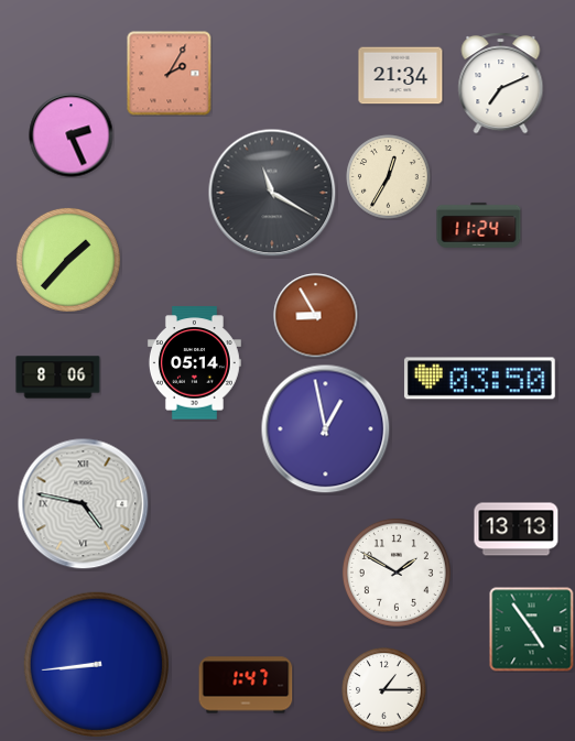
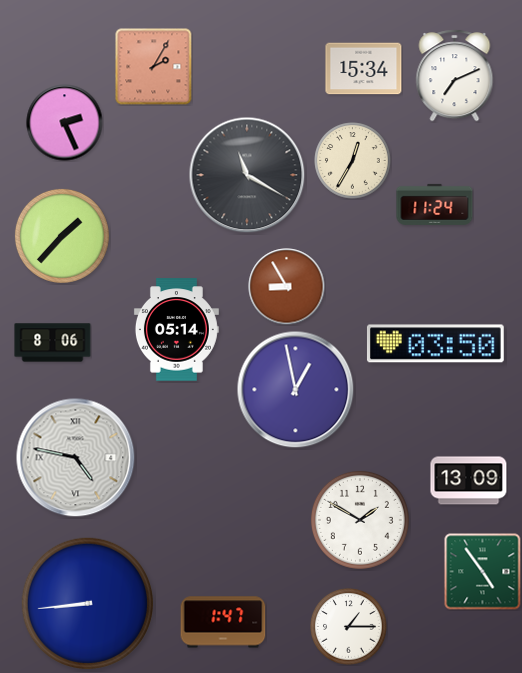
clock at (401, 76): 21:34 -> 15:34
clock at (517, 530): 13:13 -> 13:09
